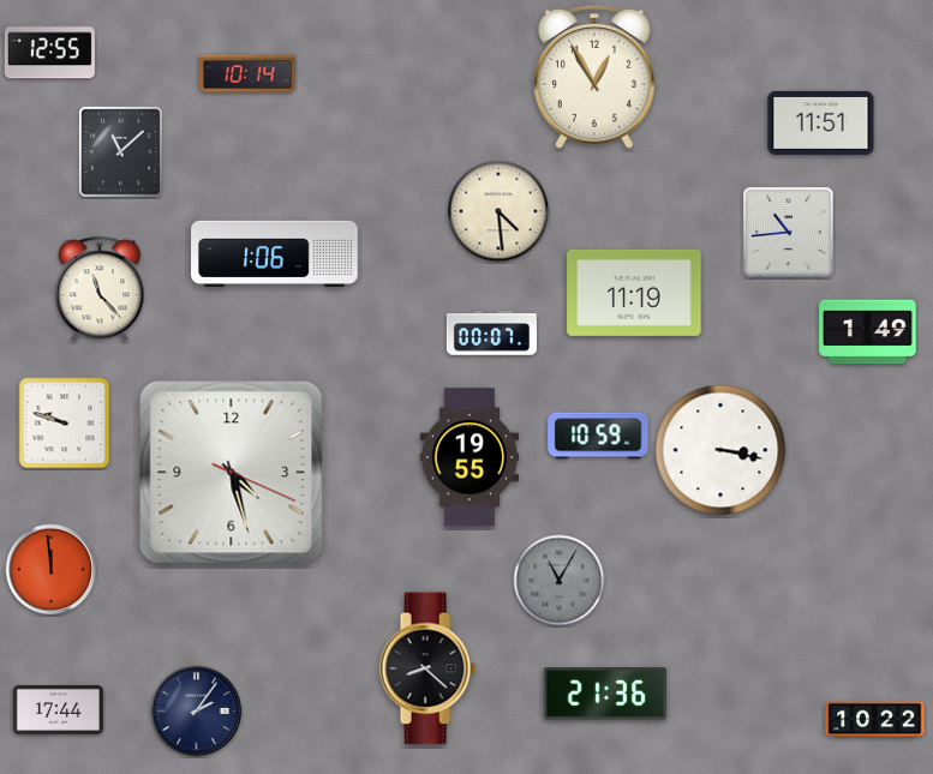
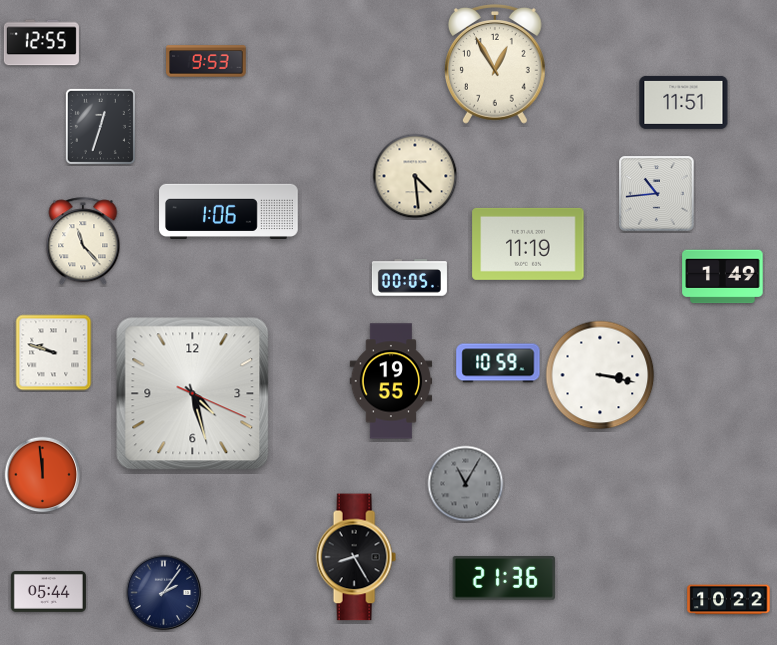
clock at (247, 73): 10:14 -> 9:53
clock at (120, 151): 11:08 -> 12:33
clock at (491, 334): 00:07 -> 00:05
clock at (427, 668): 8:22 -> 8:25
clock at (58, 709): 17:44 -> 05:44
